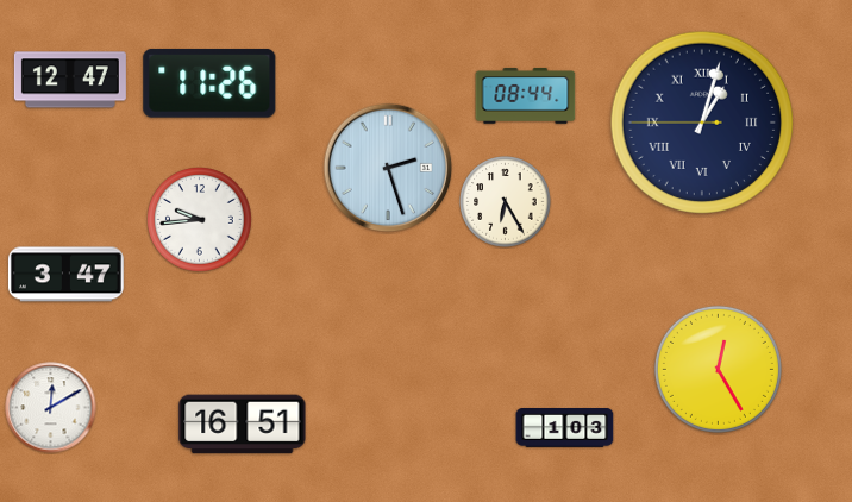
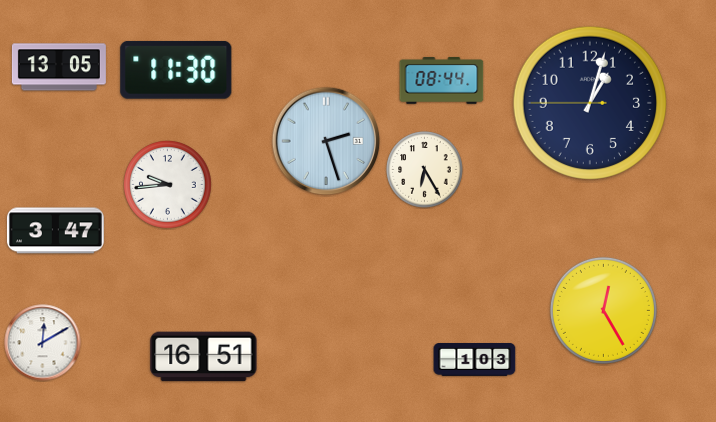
clock at (70, 80): 12:47 -> 13:05
clock at (209, 83): 11:26 -> 11:30
clock at (702, 123) numerals: Roman -> Arabic
